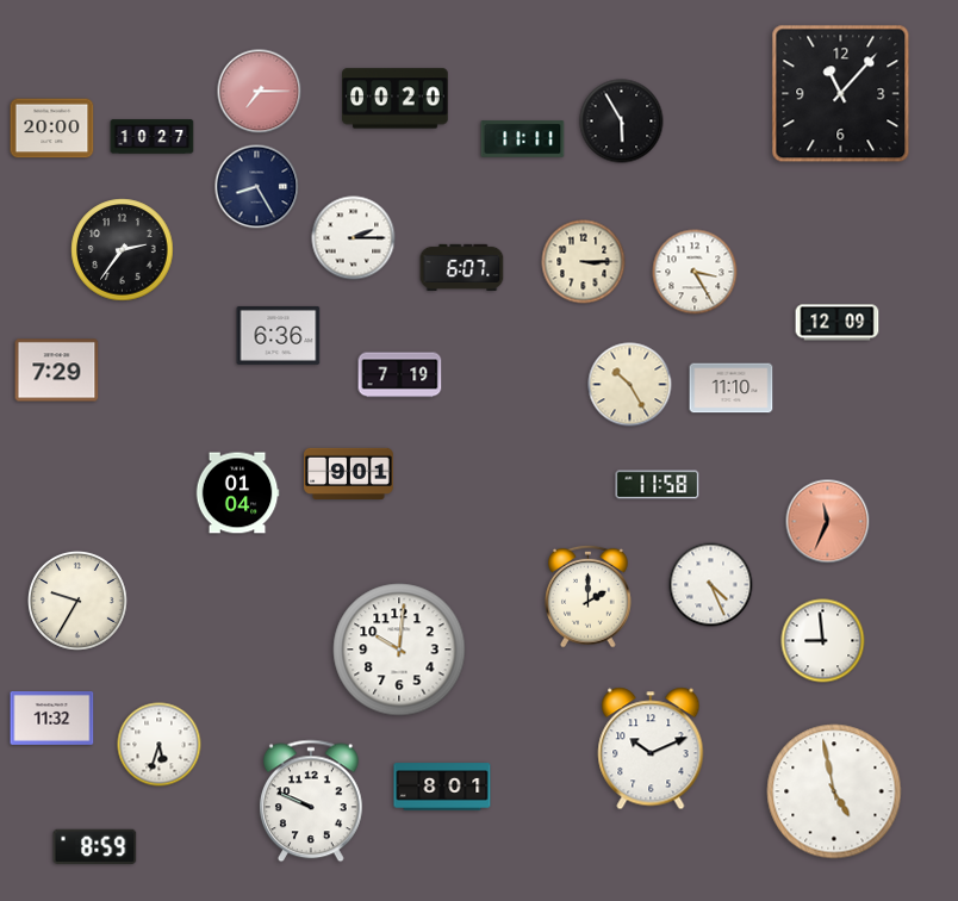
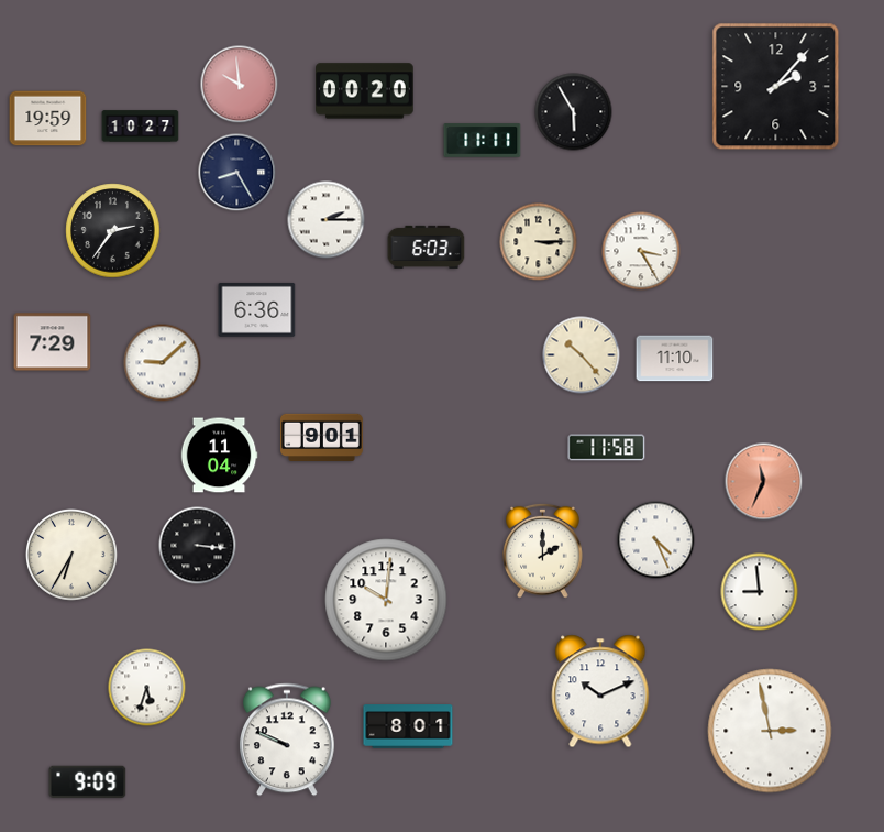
clock at (260, 92): 7:15 -> 9:59
clock at (841, 94): 11:07 -> 2:07
clock at (52, 129): 20:00 -> 19:59
clock at (523, 139) position: (523, 139) -> (483, 141)
clock at (462, 267): 6:07 -> 6:03
clock at (838, 323): 12:09 -> none
clock at (400, 375): 7:19 -> none
clock at (630, 385): 10:25 -> 10:23
clock at (163, 363): none -> 9:08
clock at (237, 493): 01:04 -> 11:04
clock at (198, 546): none -> 3:16
clock at (79, 602): 9:35 -> 6:35
clock at (399, 650) position: (399, 650) -> (386, 600)
clock at (52, 719): 11:32 -> none
clock at (834, 791): 4:58 -> 2:58
clock at (95, 847): 8:59 -> 9:09
